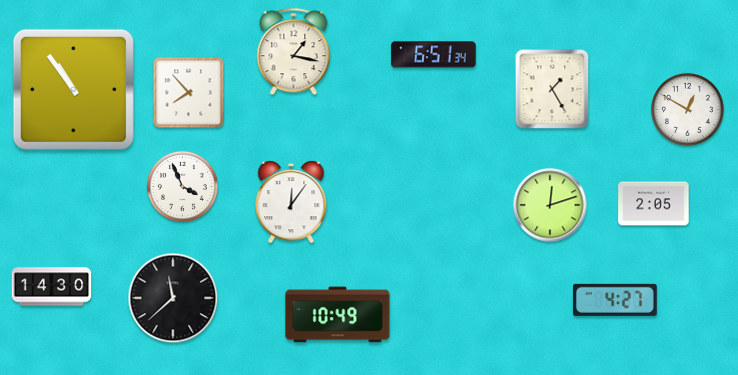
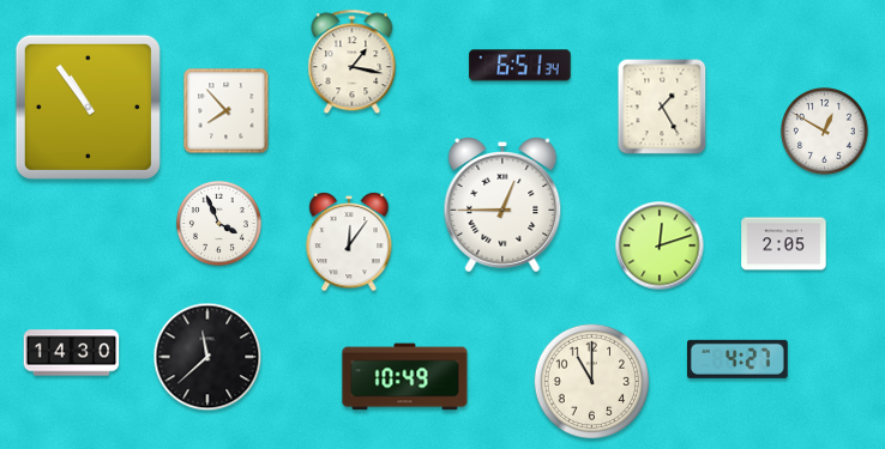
clock at (502, 205): none -> 12:45
clock at (52, 287) position: (52, 287) -> (72, 353)
clock at (591, 381): none -> 11:00
